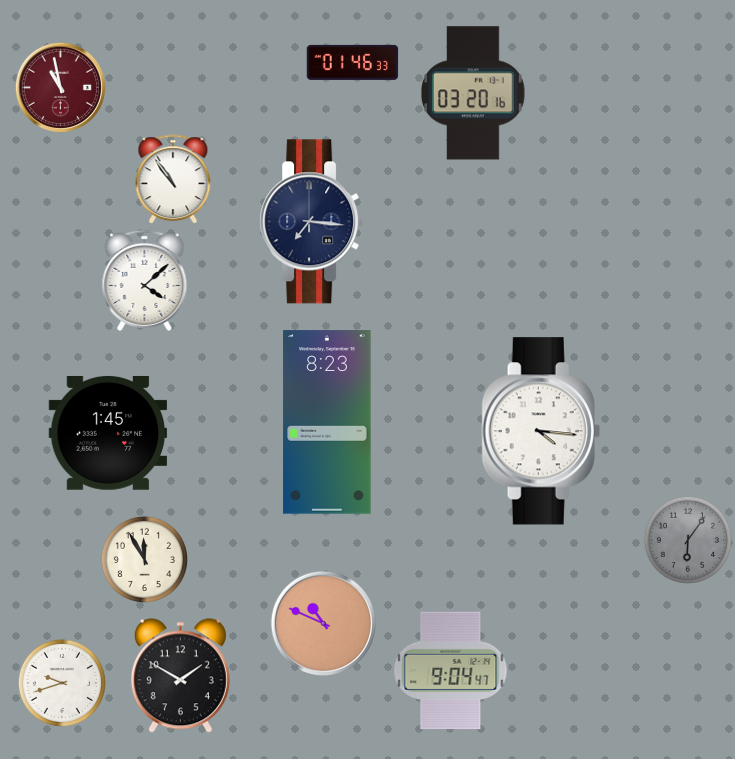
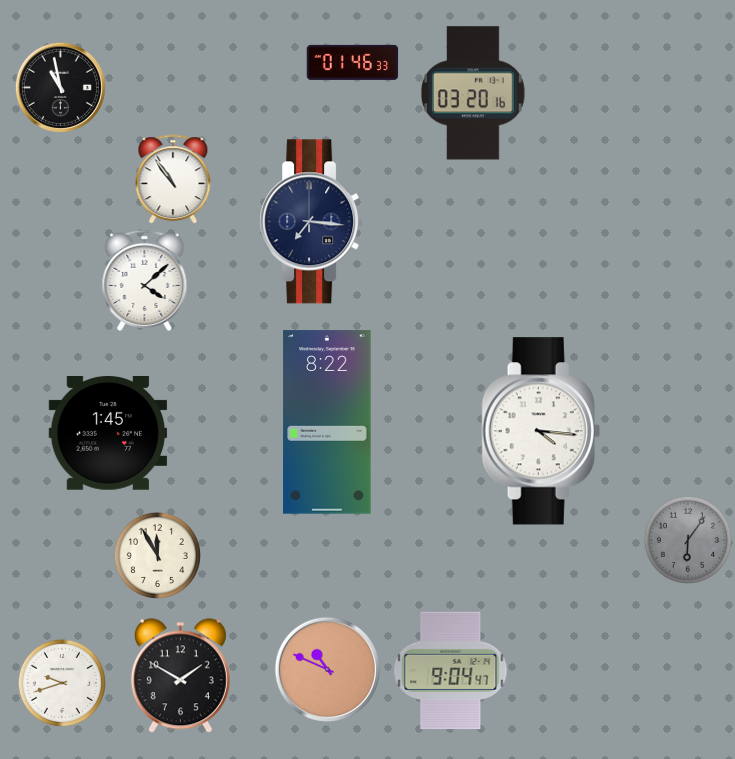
clock at (60, 87) dial: burgundy -> black
clock at (327, 422): 8:23 -> 8:22
clock at (144, 559) position: (144, 559) -> (157, 555)
clock at (323, 623) position: (323, 623) -> (327, 669)
